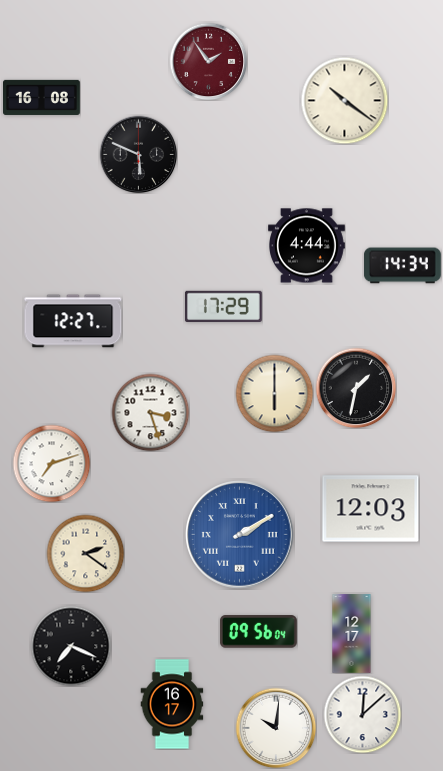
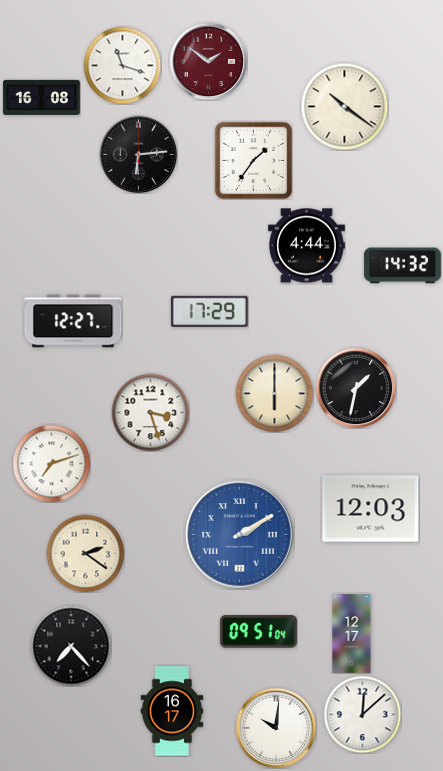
clock at (208, 61): 1:54 -> 1:51
clock at (122, 65): none -> 11:18
clock at (344, 100) position: (344, 100) -> (344, 106)
clock at (138, 154): 5:49 -> 6:14
clock at (253, 160): none -> 1:36
clock at (402, 266): 14:34 -> 14:32
clock at (224, 306) position: (224, 306) -> (210, 311)
clock at (258, 632): 09:56 -> 09:51
clock at (71, 646): 7:19 -> 7:23
clock at (172, 704) position: (172, 704) -> (172, 711)
